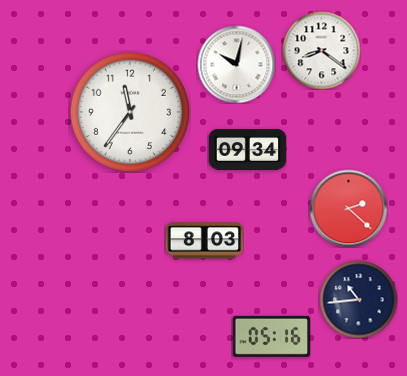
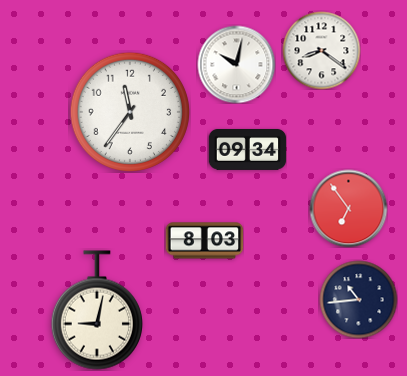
clock at (348, 208): 2:22 -> 6:54
clock at (97, 310): none -> 9:02
clock at (271, 336): 05:16 -> none
